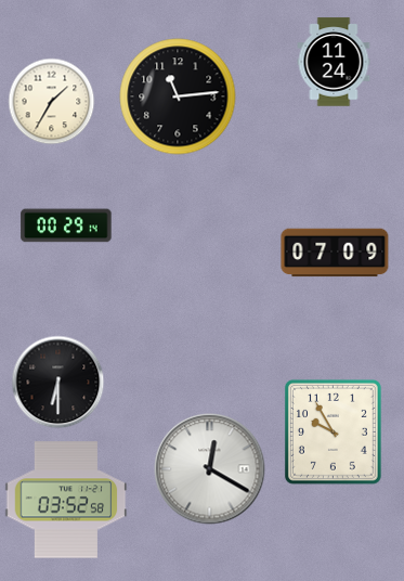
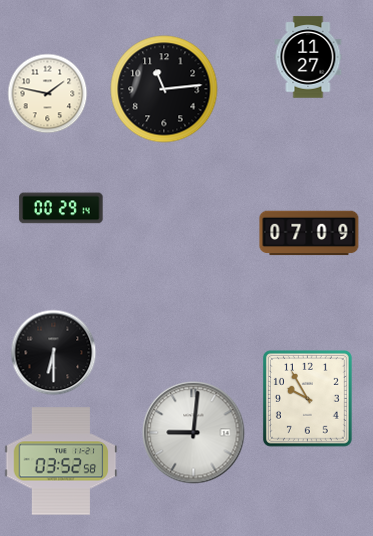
clock at (334, 62): 11:24 -> 11:27
clock at (51, 101): 1:35 -> 1:47
clock at (210, 469): 12:20 -> 9:01
